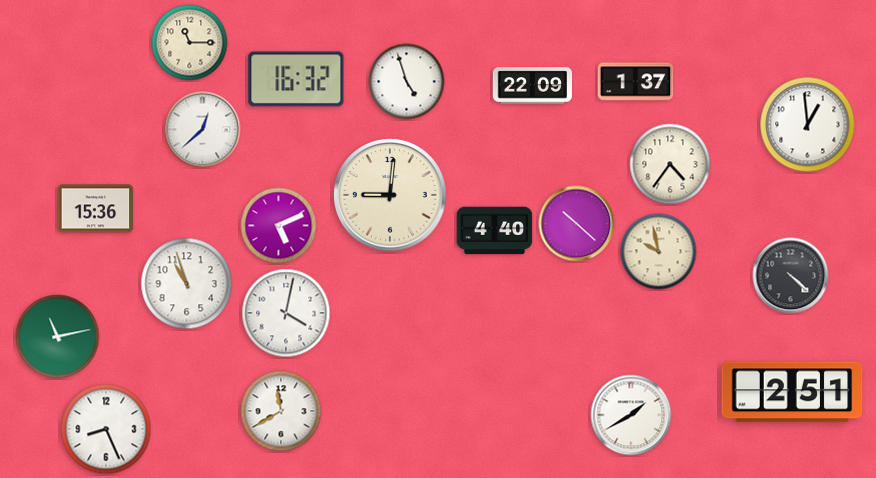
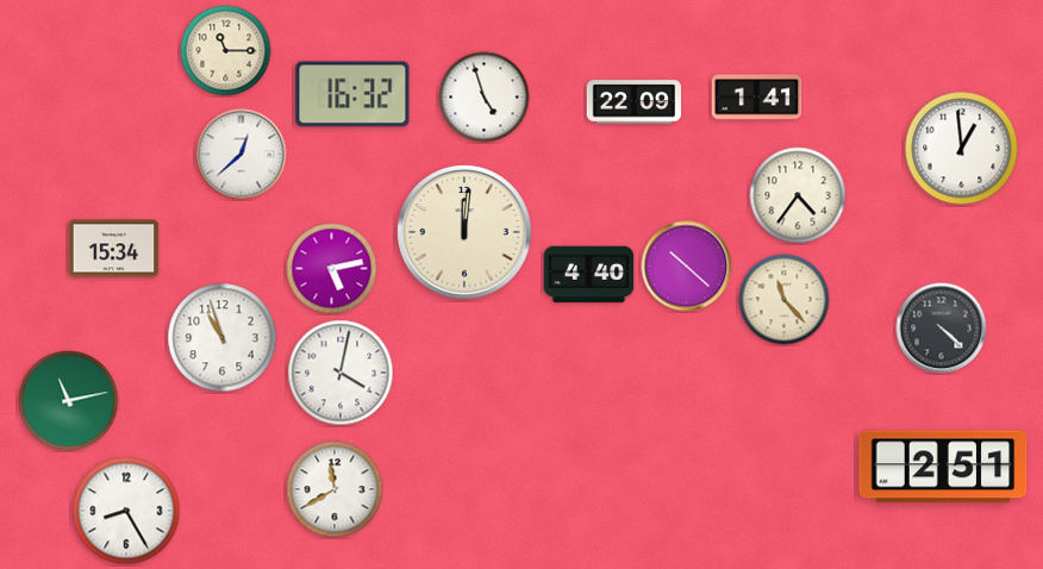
clock at (636, 82): 1:37 -> 1:41
clock at (390, 195): 9:01 -> 12:01
clock at (96, 209): 15:36 -> 15:34
clock at (279, 226): 5:11 -> 5:13
clock at (659, 252): 9:58 -> 11:23
clock at (631, 415): 1:40 -> none
clock at (106, 429): 8:26 -> 8:25
